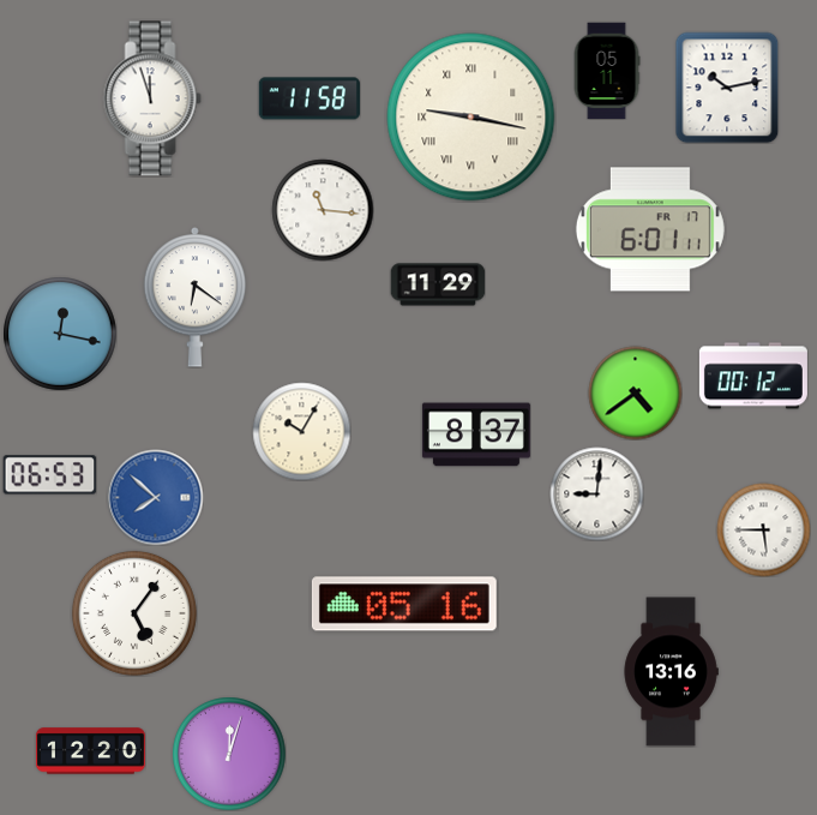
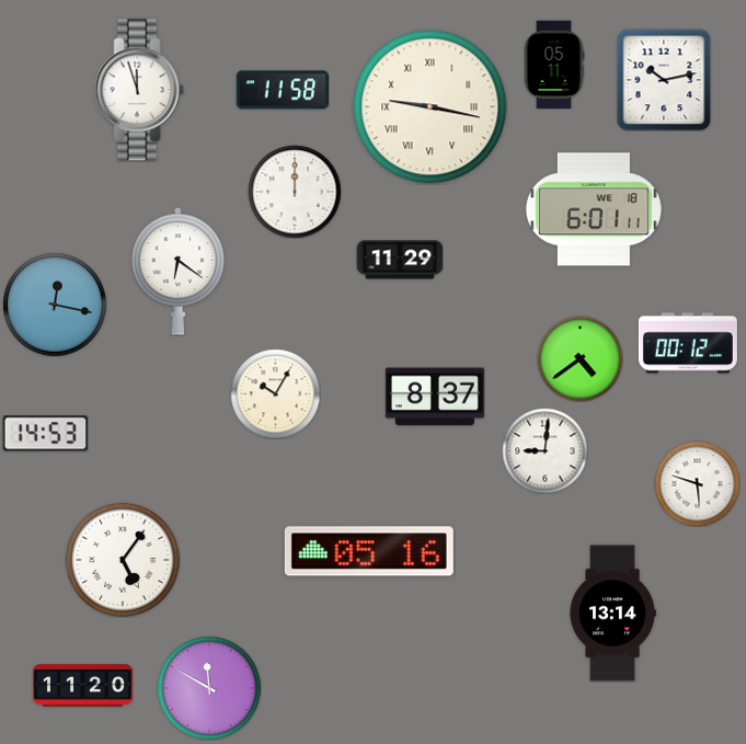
clock at (323, 210): 11:16 -> 12:00
clock at (650, 229) date: FR 17 -> WE 18
clock at (49, 475): 06:53 -> 14:53
clock at (155, 497): 7:52 -> none
clock at (763, 529): 5:45 -> 5:48
clock at (671, 672): 13:16 -> 13:14
clock at (90, 751): 12:20 -> 11:20
clock at (229, 754): 12:03 -> 11:50
